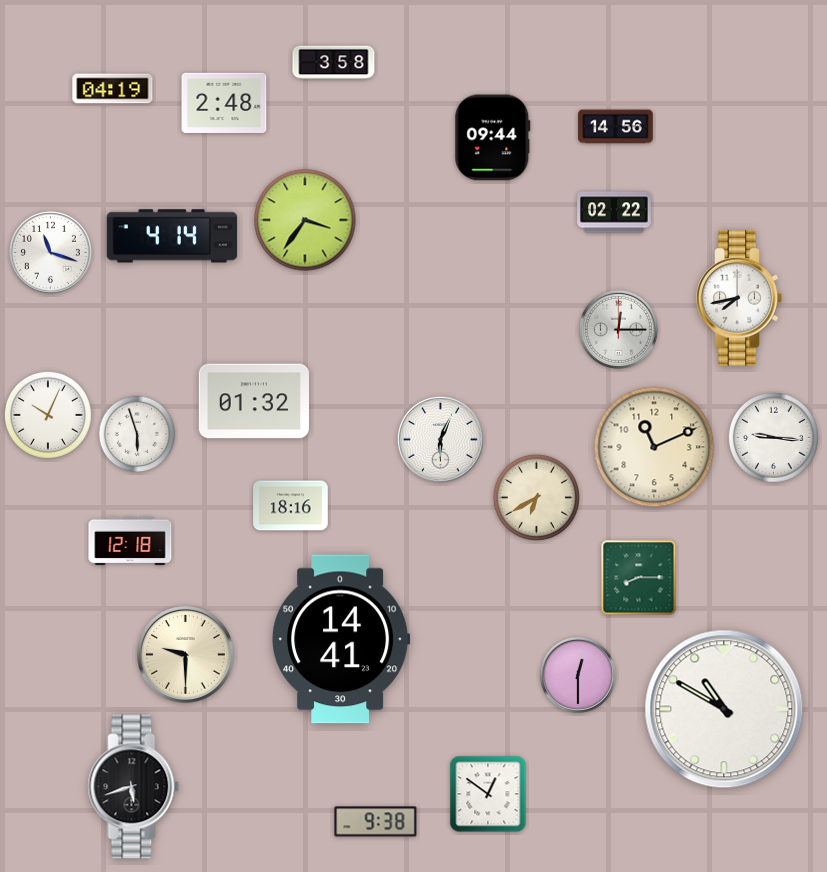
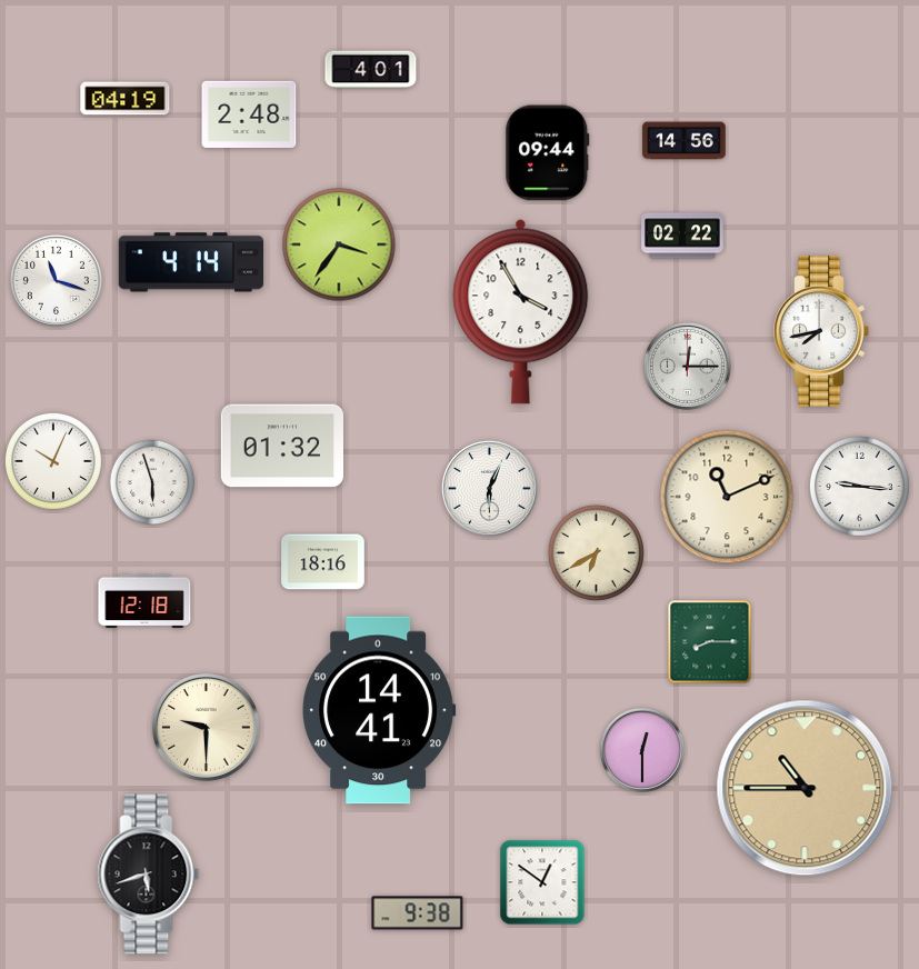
clock at (334, 63): 3:58 -> 4:01
clock at (521, 311): none -> 3:55
clock at (724, 709): 10:50 -> 10:45
clock at (724, 709) dial: white -> champagne
